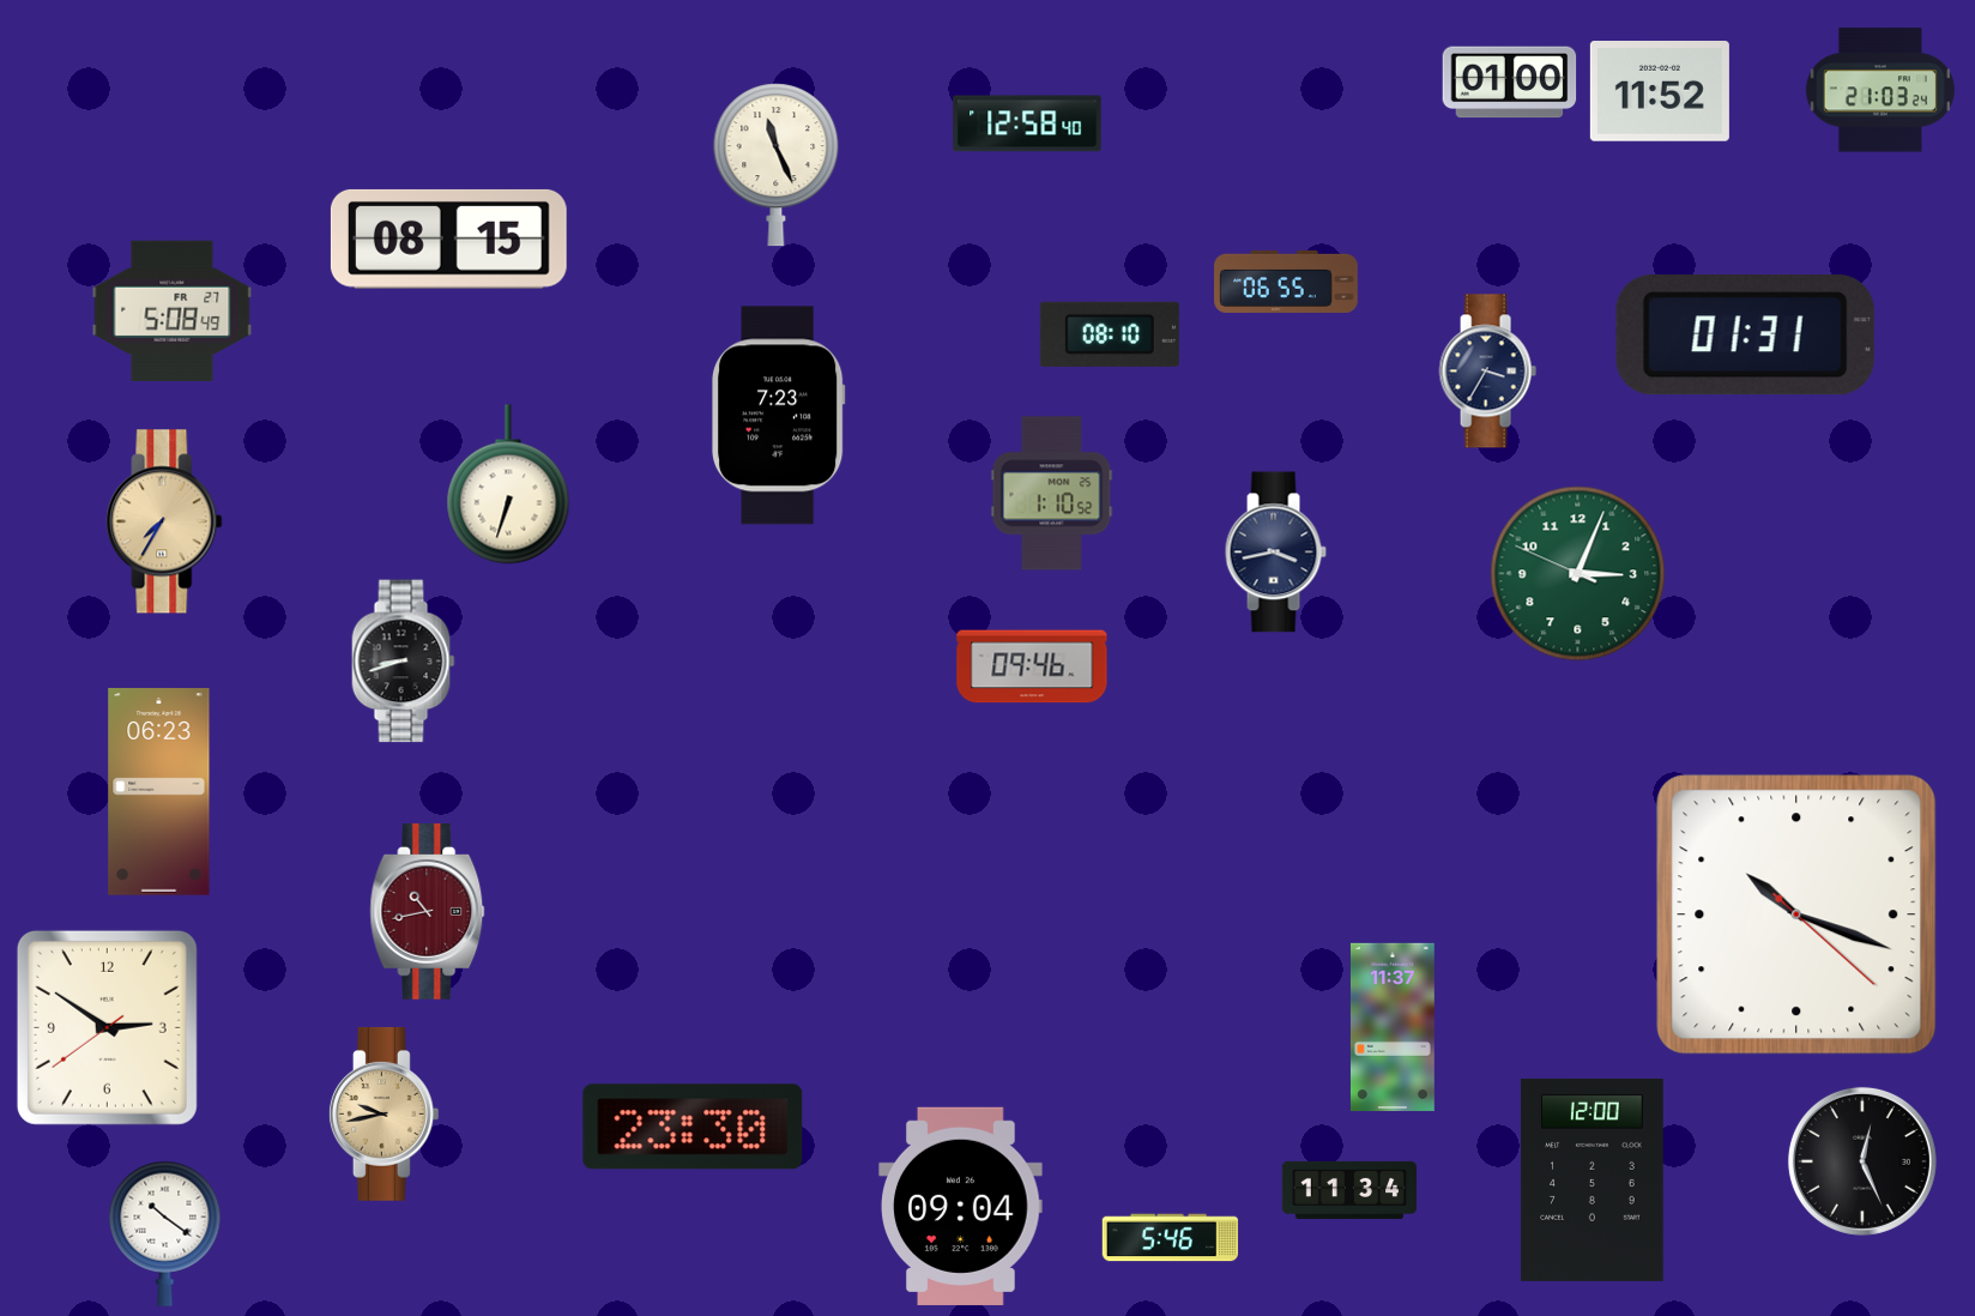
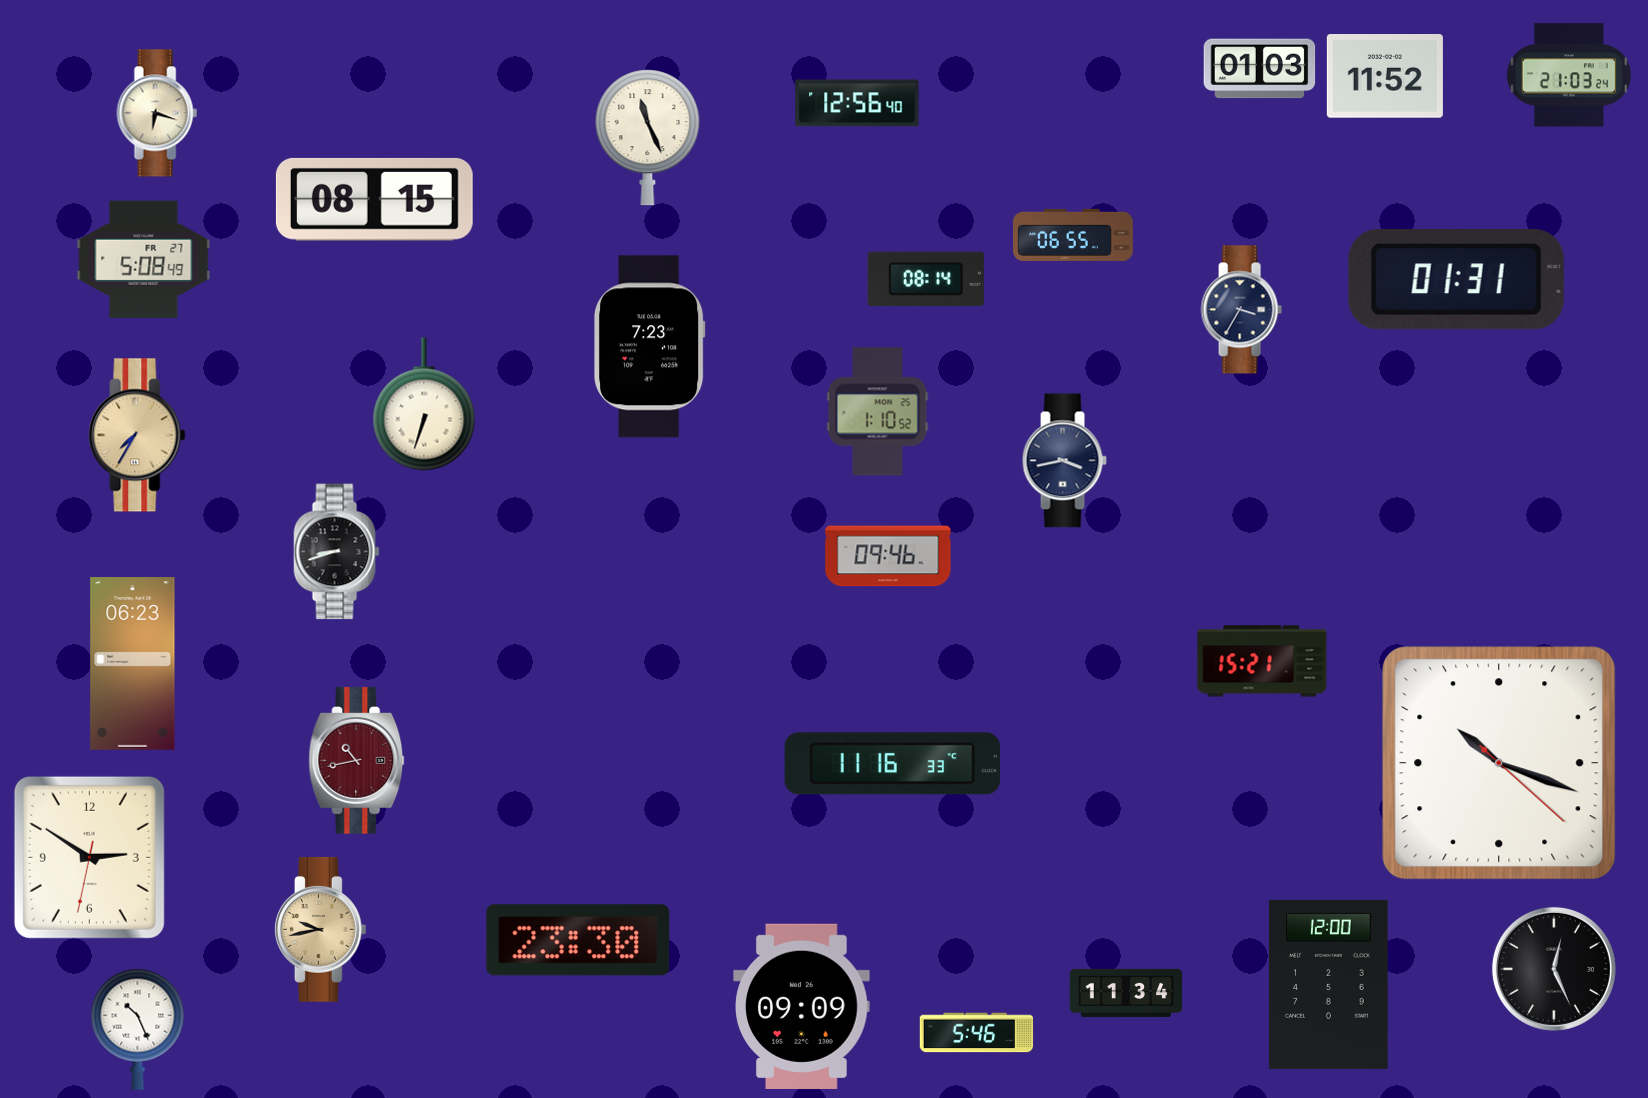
clock at (1510, 83): 01:00 -> 01:03
clock at (1027, 123): 12:58 -> 12:56
clock at (157, 113): none -> 6:18
clock at (1110, 334): 08:10 -> 08:14
clock at (1578, 574): 3:03 -> none
clock at (1032, 666) position: (1032, 666) -> (888, 556)
clock at (159, 792) position: (159, 792) -> (133, 664)
clock at (1262, 661): none -> 15:21
clock at (892, 764): none -> 11:16
clock at (107, 1027): 2:50:39 -> 2:50:32
clock at (1393, 1027): 11:37 -> none
clock at (961, 1206): 09:04 -> 09:09
clock at (165, 1233): 10:21 -> 10:26
